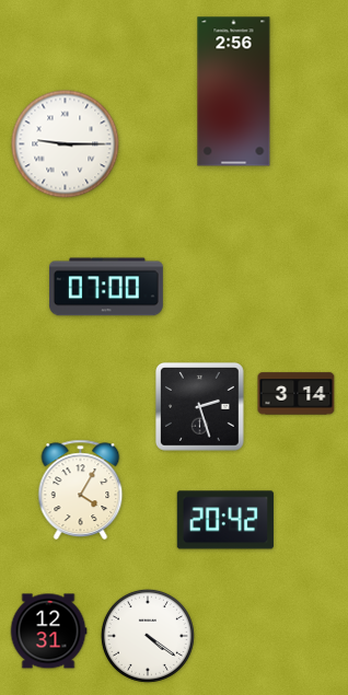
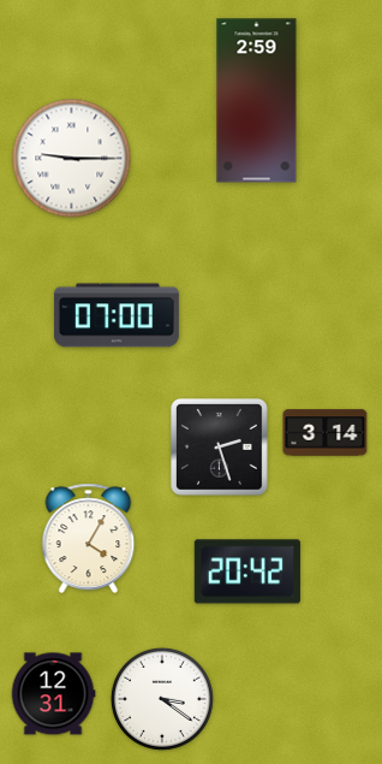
clock at (234, 92): 2:56 -> 2:59
clock at (148, 636): 4:21 -> 3:21
